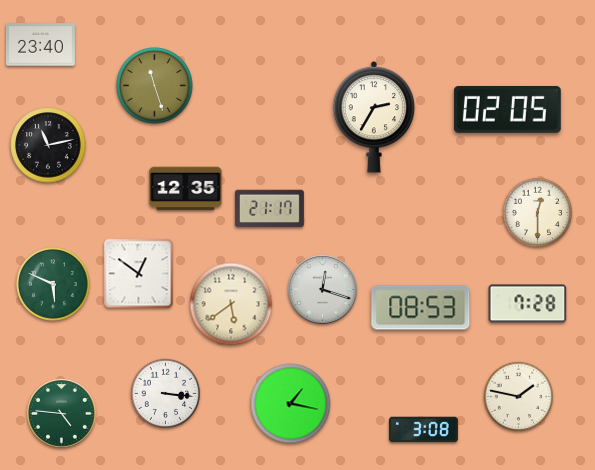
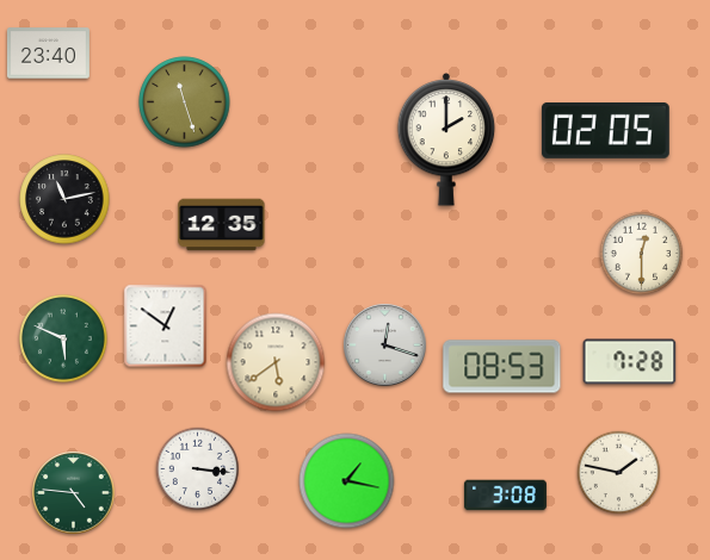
clock at (374, 118): 2:35 -> 2:00
clock at (48, 145) position: (48, 145) -> (64, 199)
clock at (269, 209): 21:17 -> none
clock at (423, 430) position: (423, 430) -> (505, 496)
